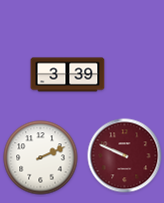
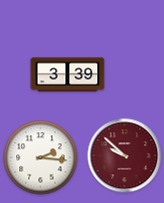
clock at (125, 156): 9:49 -> 9:52
clock at (41, 158): 2:11 -> 2:16
